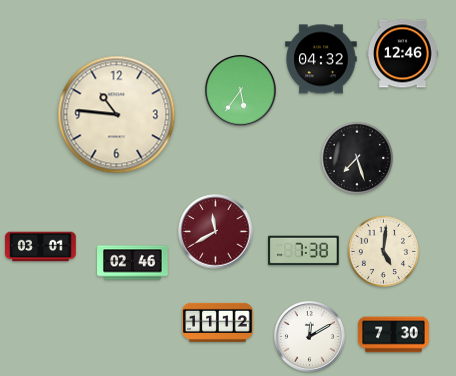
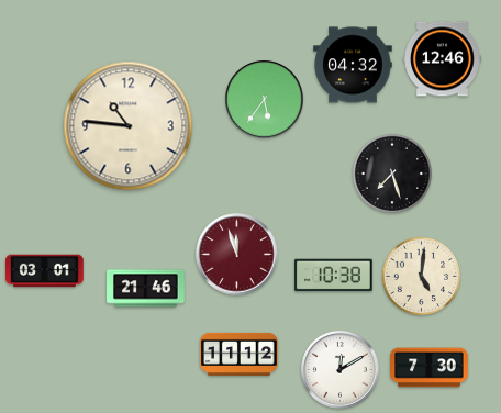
clock at (216, 232): 11:40 -> 11:57
clock at (304, 251): 7:38 -> 10:38
clock at (133, 263): 02:46 -> 21:46
clock at (394, 335) position: (394, 335) -> (430, 368)
